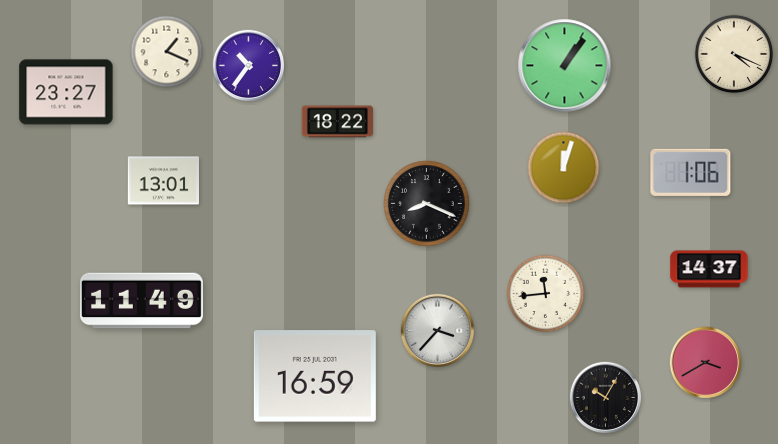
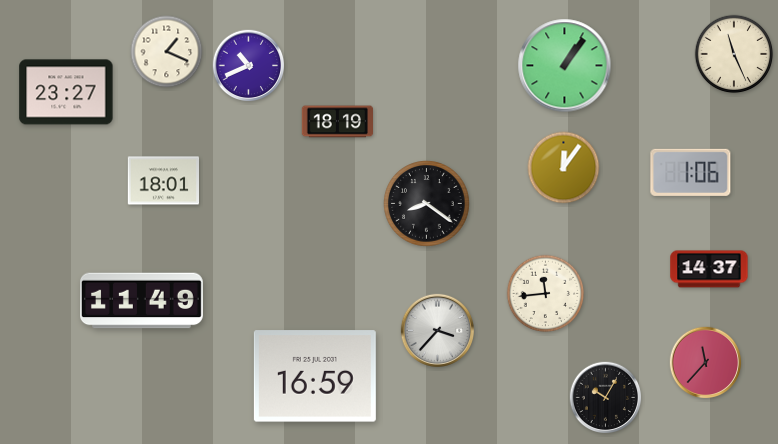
clock at (734, 54): 4:19 -> 11:26
clock at (249, 66): 10:36 -> 10:41
clock at (337, 122): 18:22 -> 18:19
clock at (564, 168): 12:03 -> 12:06
clock at (163, 181): 13:01 -> 18:01
clock at (427, 204): 8:19 -> 8:21
clock at (706, 363): 3:40 -> 11:37
